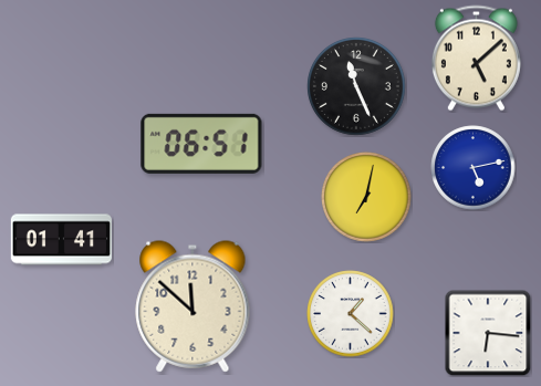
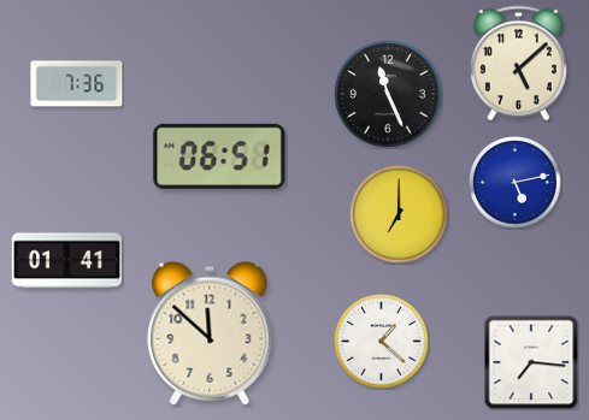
clock at (77, 84): none -> 7:36
clock at (366, 197): 7:02 -> 7:00
clock at (488, 333): 6:16 -> 7:16
